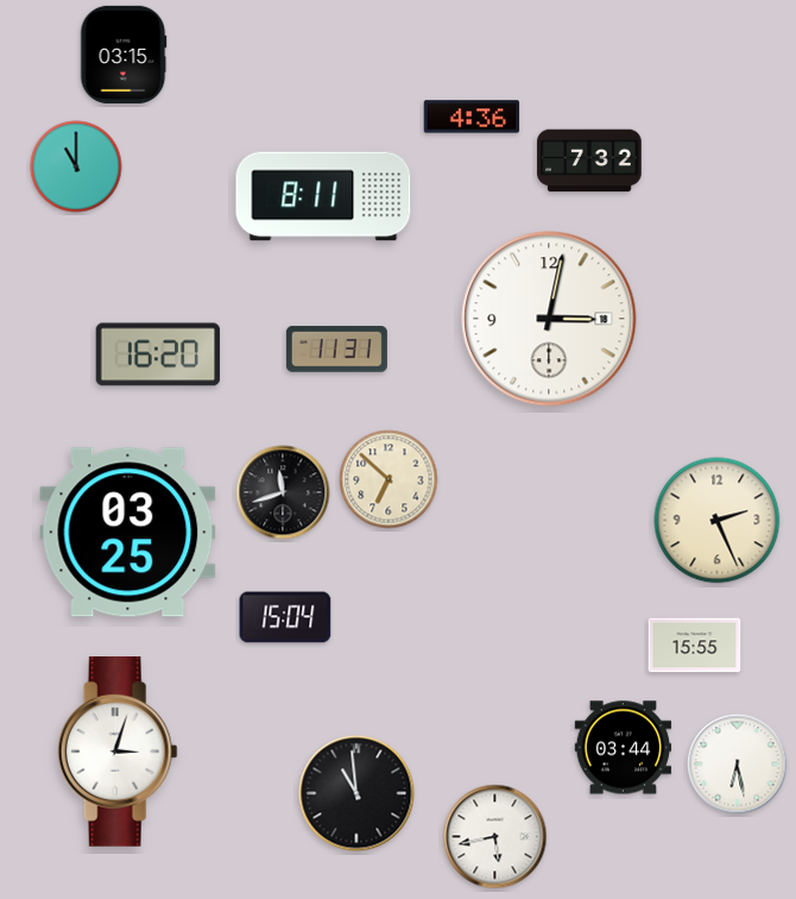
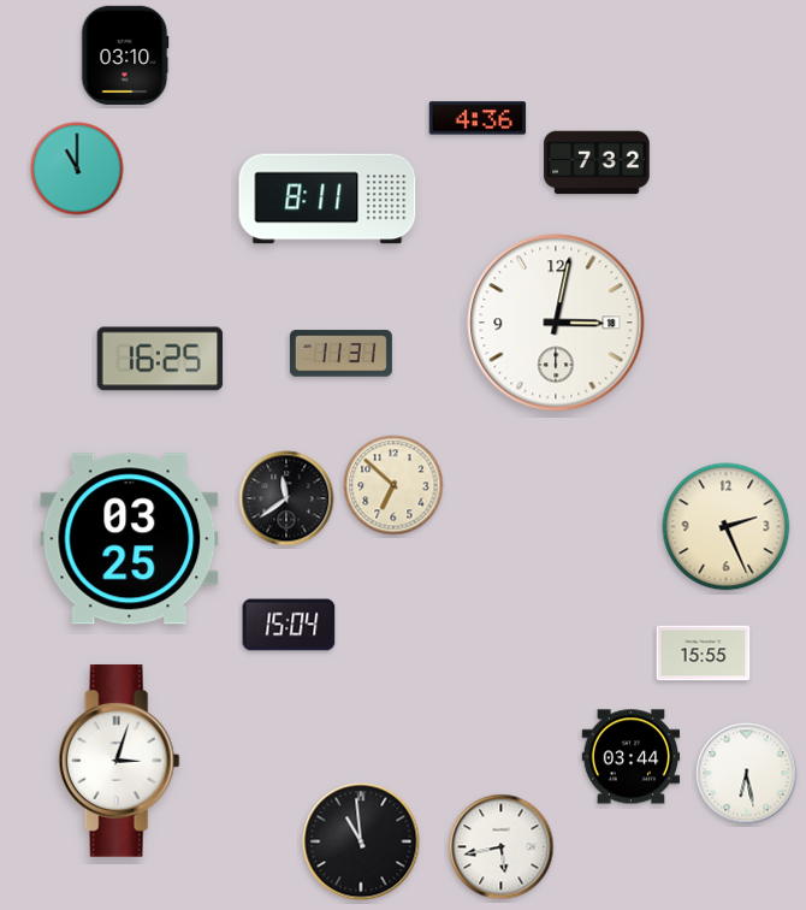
clock at (124, 55): 03:15 -> 03:10
clock at (158, 354): 16:20 -> 16:25
clock at (283, 492): 11:42 -> 11:39
clock at (356, 793) position: (356, 793) -> (361, 841)
